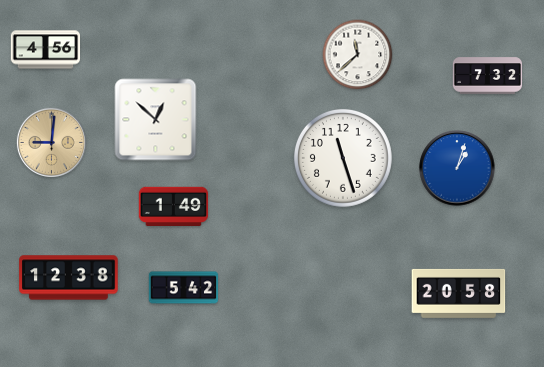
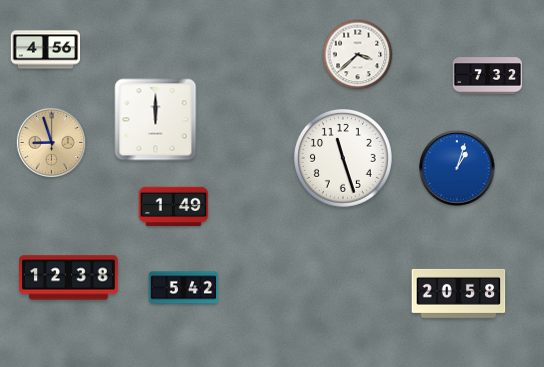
clock at (358, 55): 11:38 -> 3:38
clock at (156, 120): 12:52 -> 12:00
clock at (51, 142): 9:01 -> 8:57
